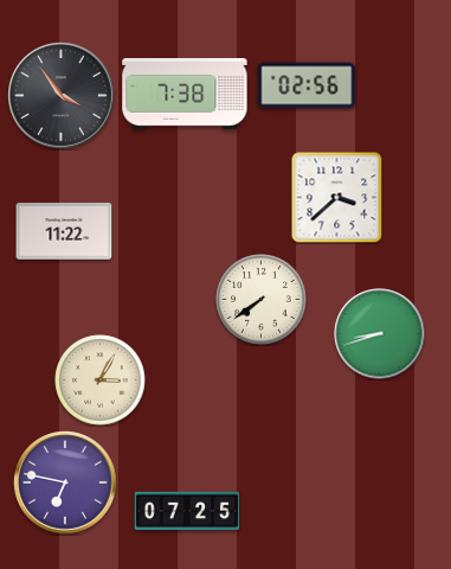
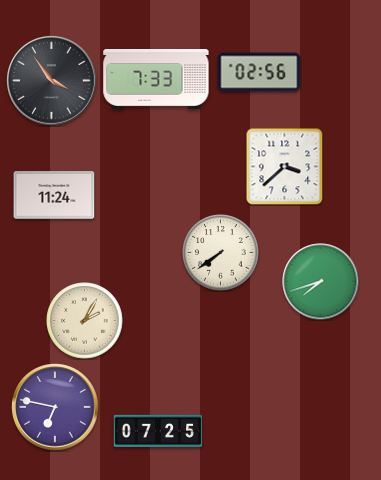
clock at (185, 95): 7:38 -> 7:33
clock at (64, 231): 11:22 -> 11:24
clock at (380, 334): 8:42 -> 7:42
clock at (101, 381): 3:05 -> 2:05
